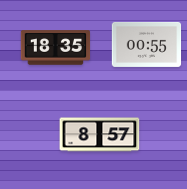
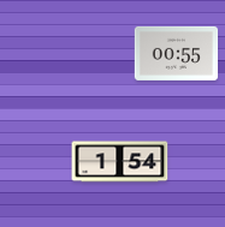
clock at (56, 48): 18:35 -> none
clock at (100, 135): 8:57 -> 1:54
